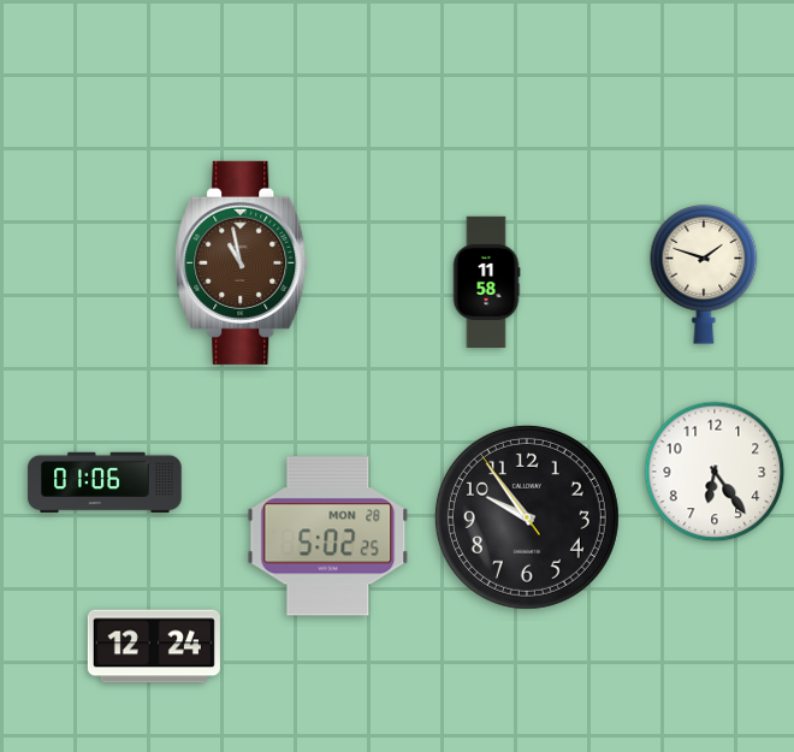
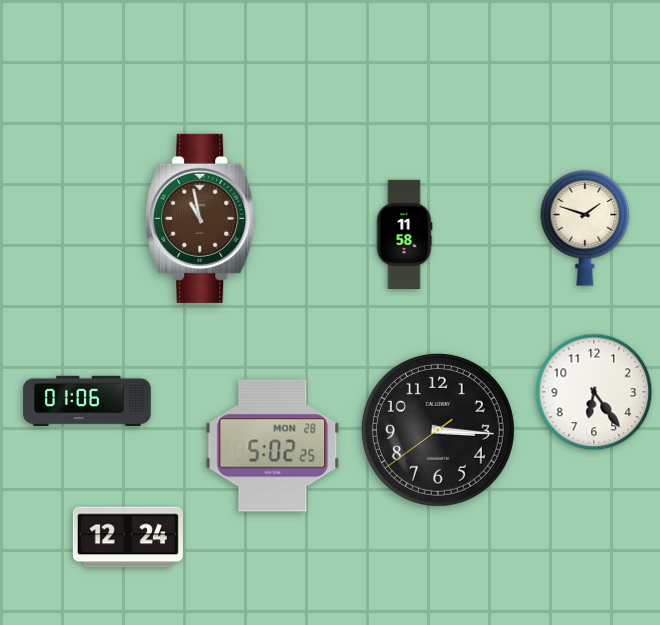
clock at (527, 517): 9:53 -> 3:15
